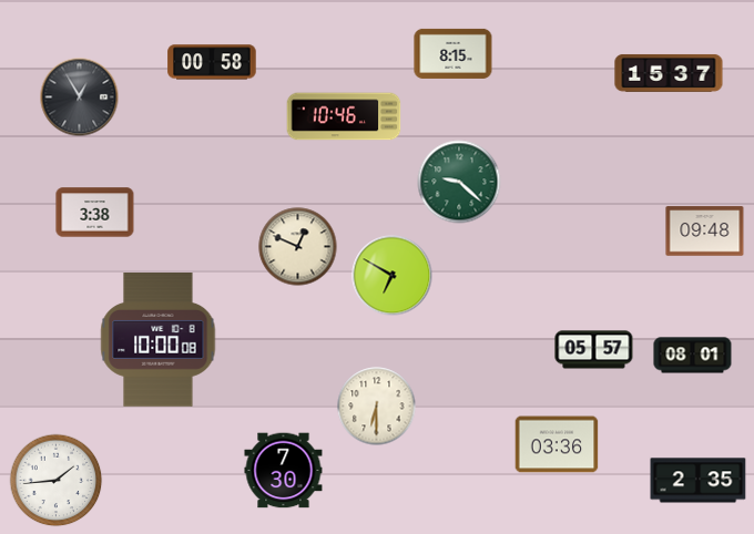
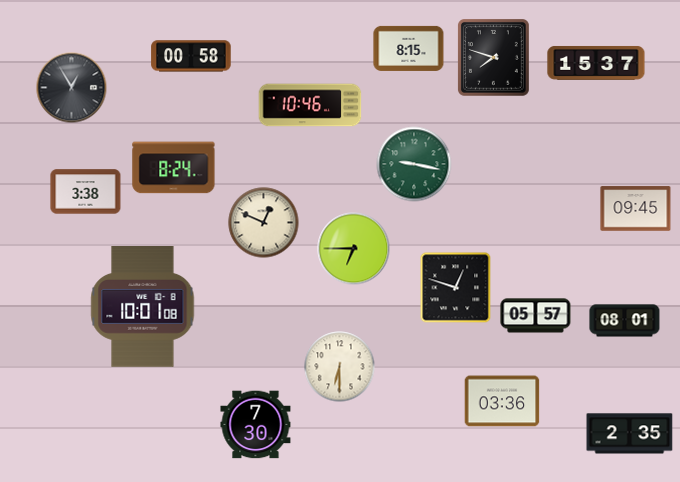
clock at (494, 58): none -> 7:48
clock at (669, 73) position: (669, 73) -> (596, 63)
clock at (459, 182): 9:22 -> 9:17
clock at (174, 168): none -> 8:24
clock at (705, 232): 09:48 -> 09:45
clock at (298, 247) position: (298, 247) -> (264, 223)
clock at (393, 276): 6:50 -> 6:45
clock at (456, 288): none -> 12:48
clock at (159, 340): 10:00 -> 10:01
clock at (57, 481): 1:44 -> none
